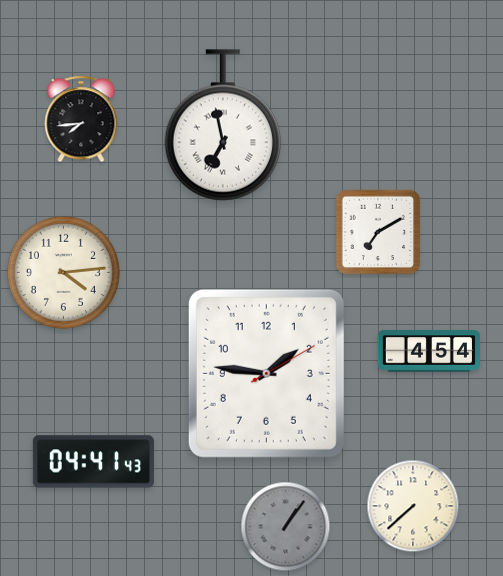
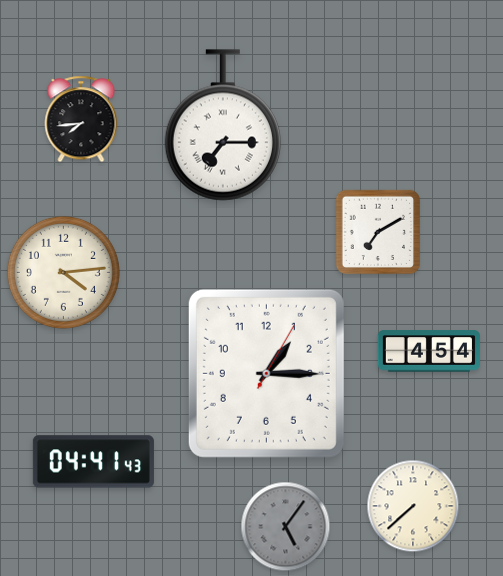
clock at (223, 125): 6:58 -> 7:15
clock at (266, 373): 1:46 -> 1:15
clock at (286, 527): 1:06 -> 5:06
